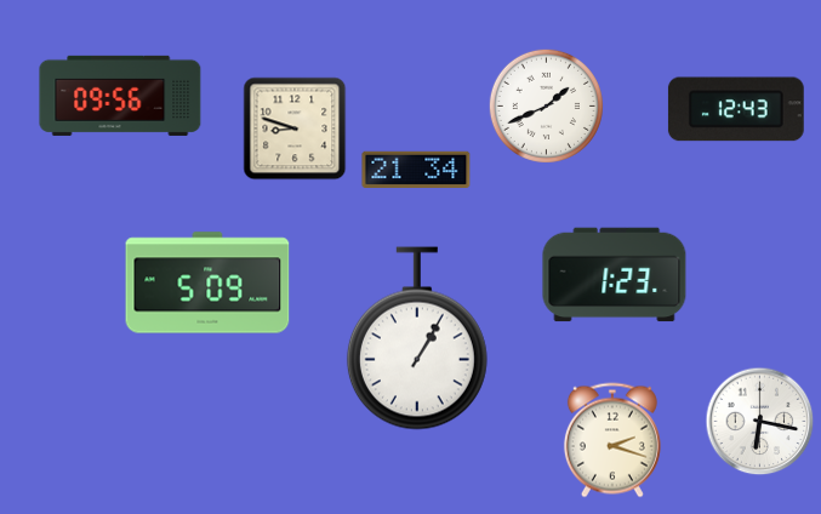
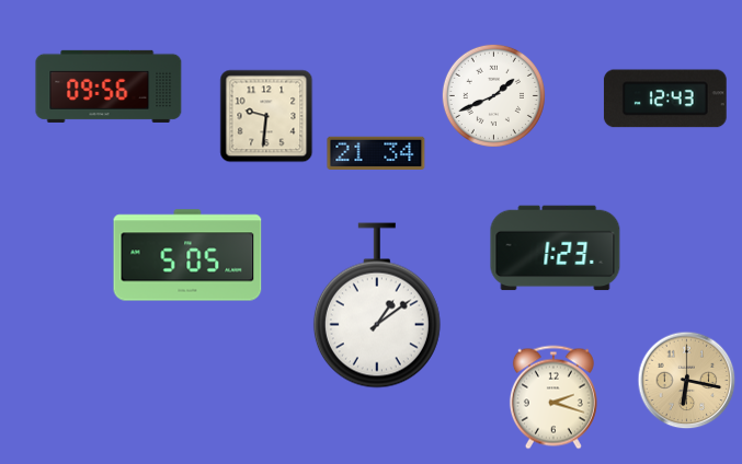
clock at (295, 128): 8:48 -> 9:31
clock at (207, 282): 5:09 -> 5:05
clock at (417, 338): 1:05 -> 1:09
clock at (760, 422) dial: white -> champagne
